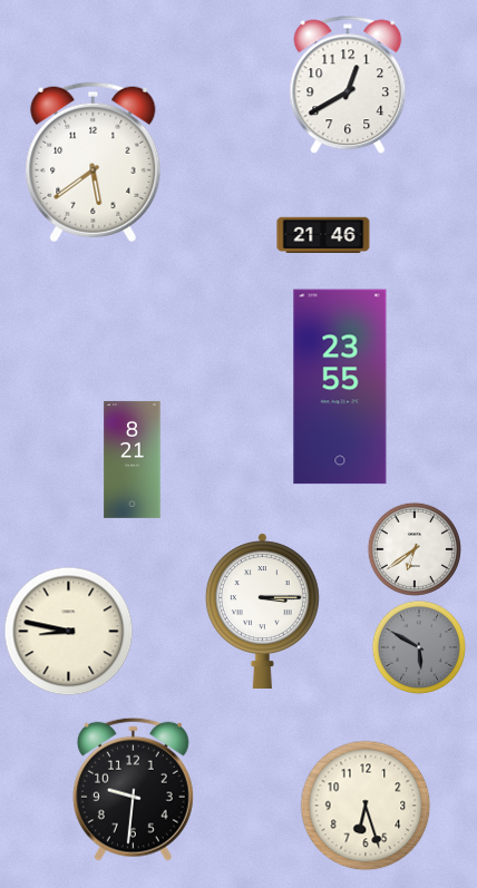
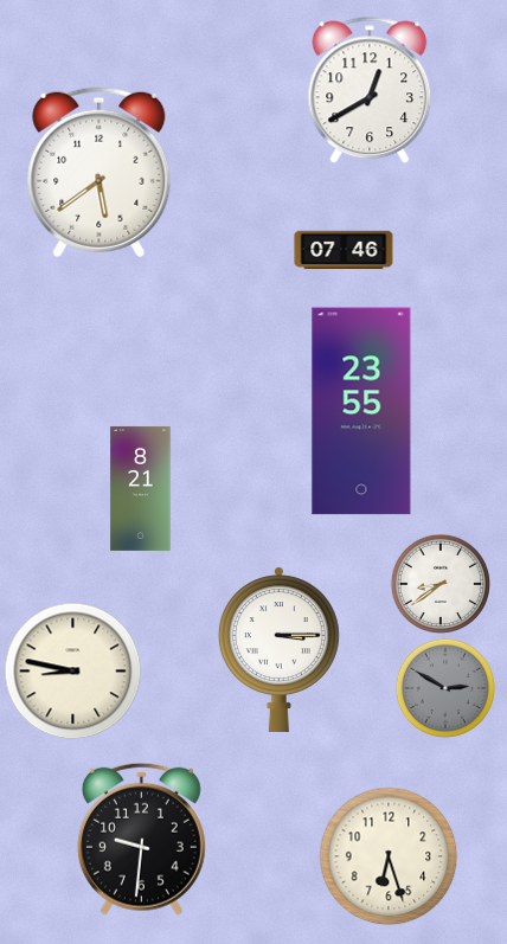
clock at (323, 235): 21:46 -> 07:46
clock at (415, 549): 6:39 -> 8:39
clock at (419, 647): 5:50 -> 2:50
